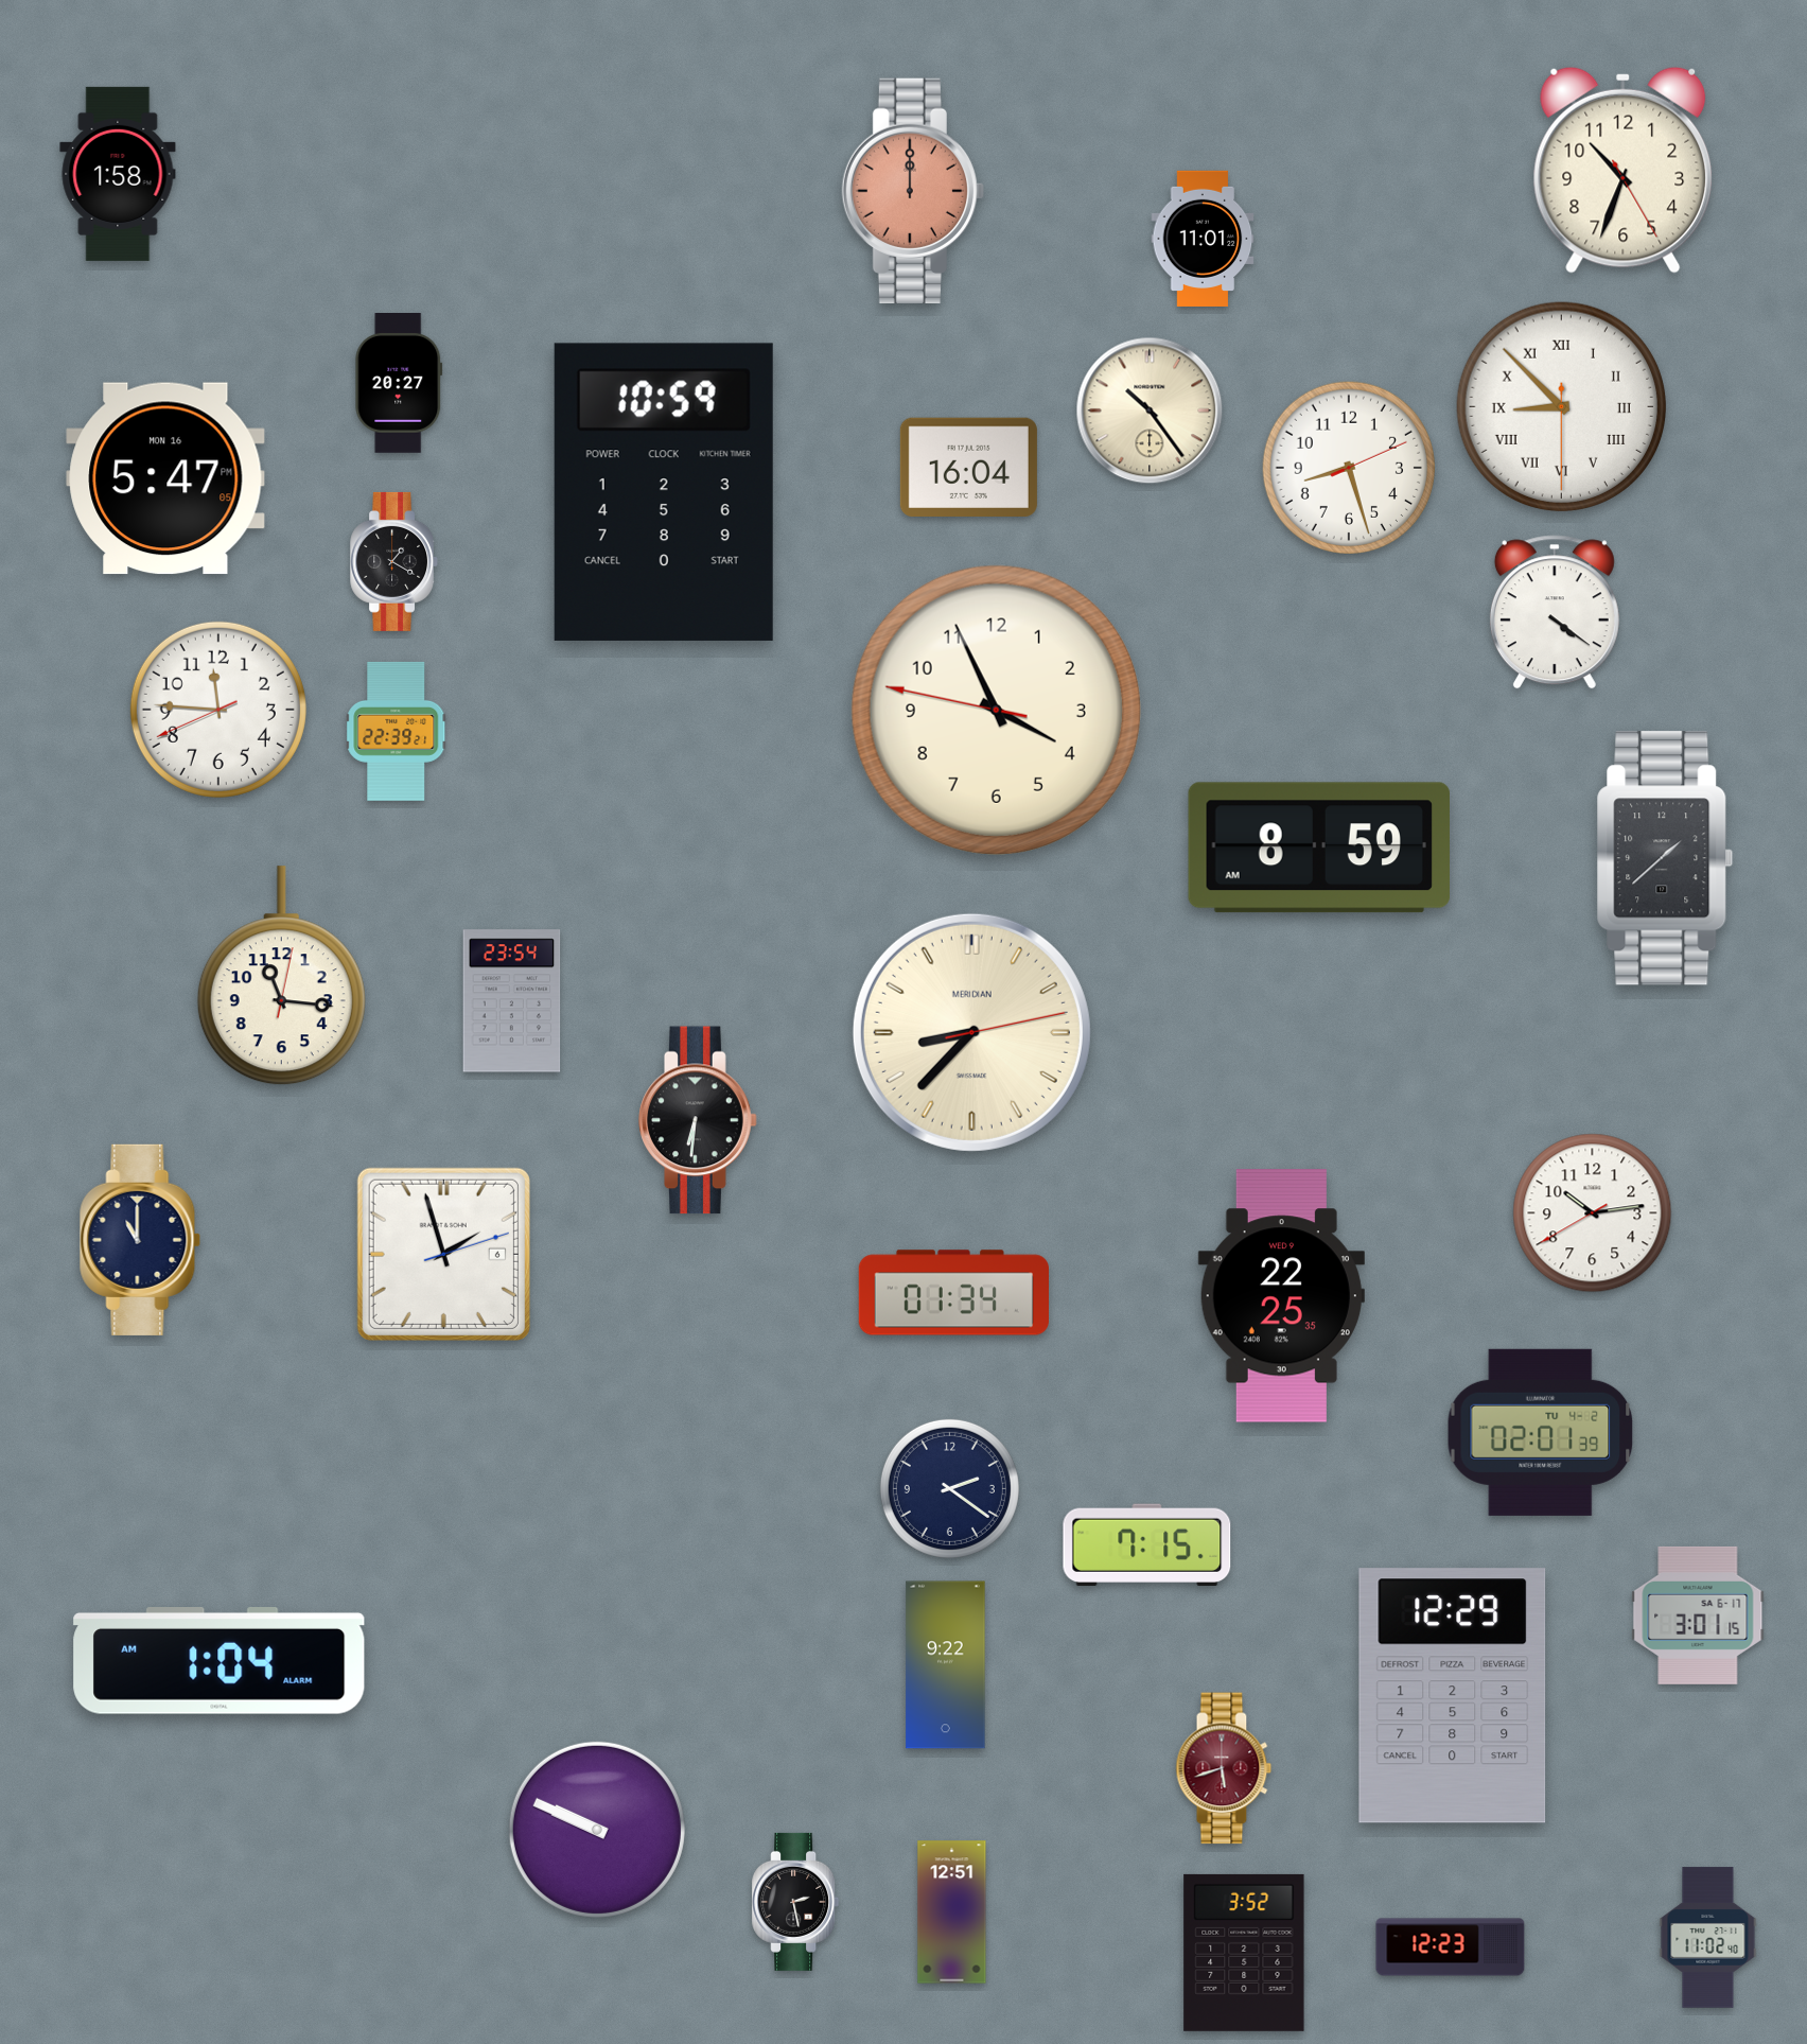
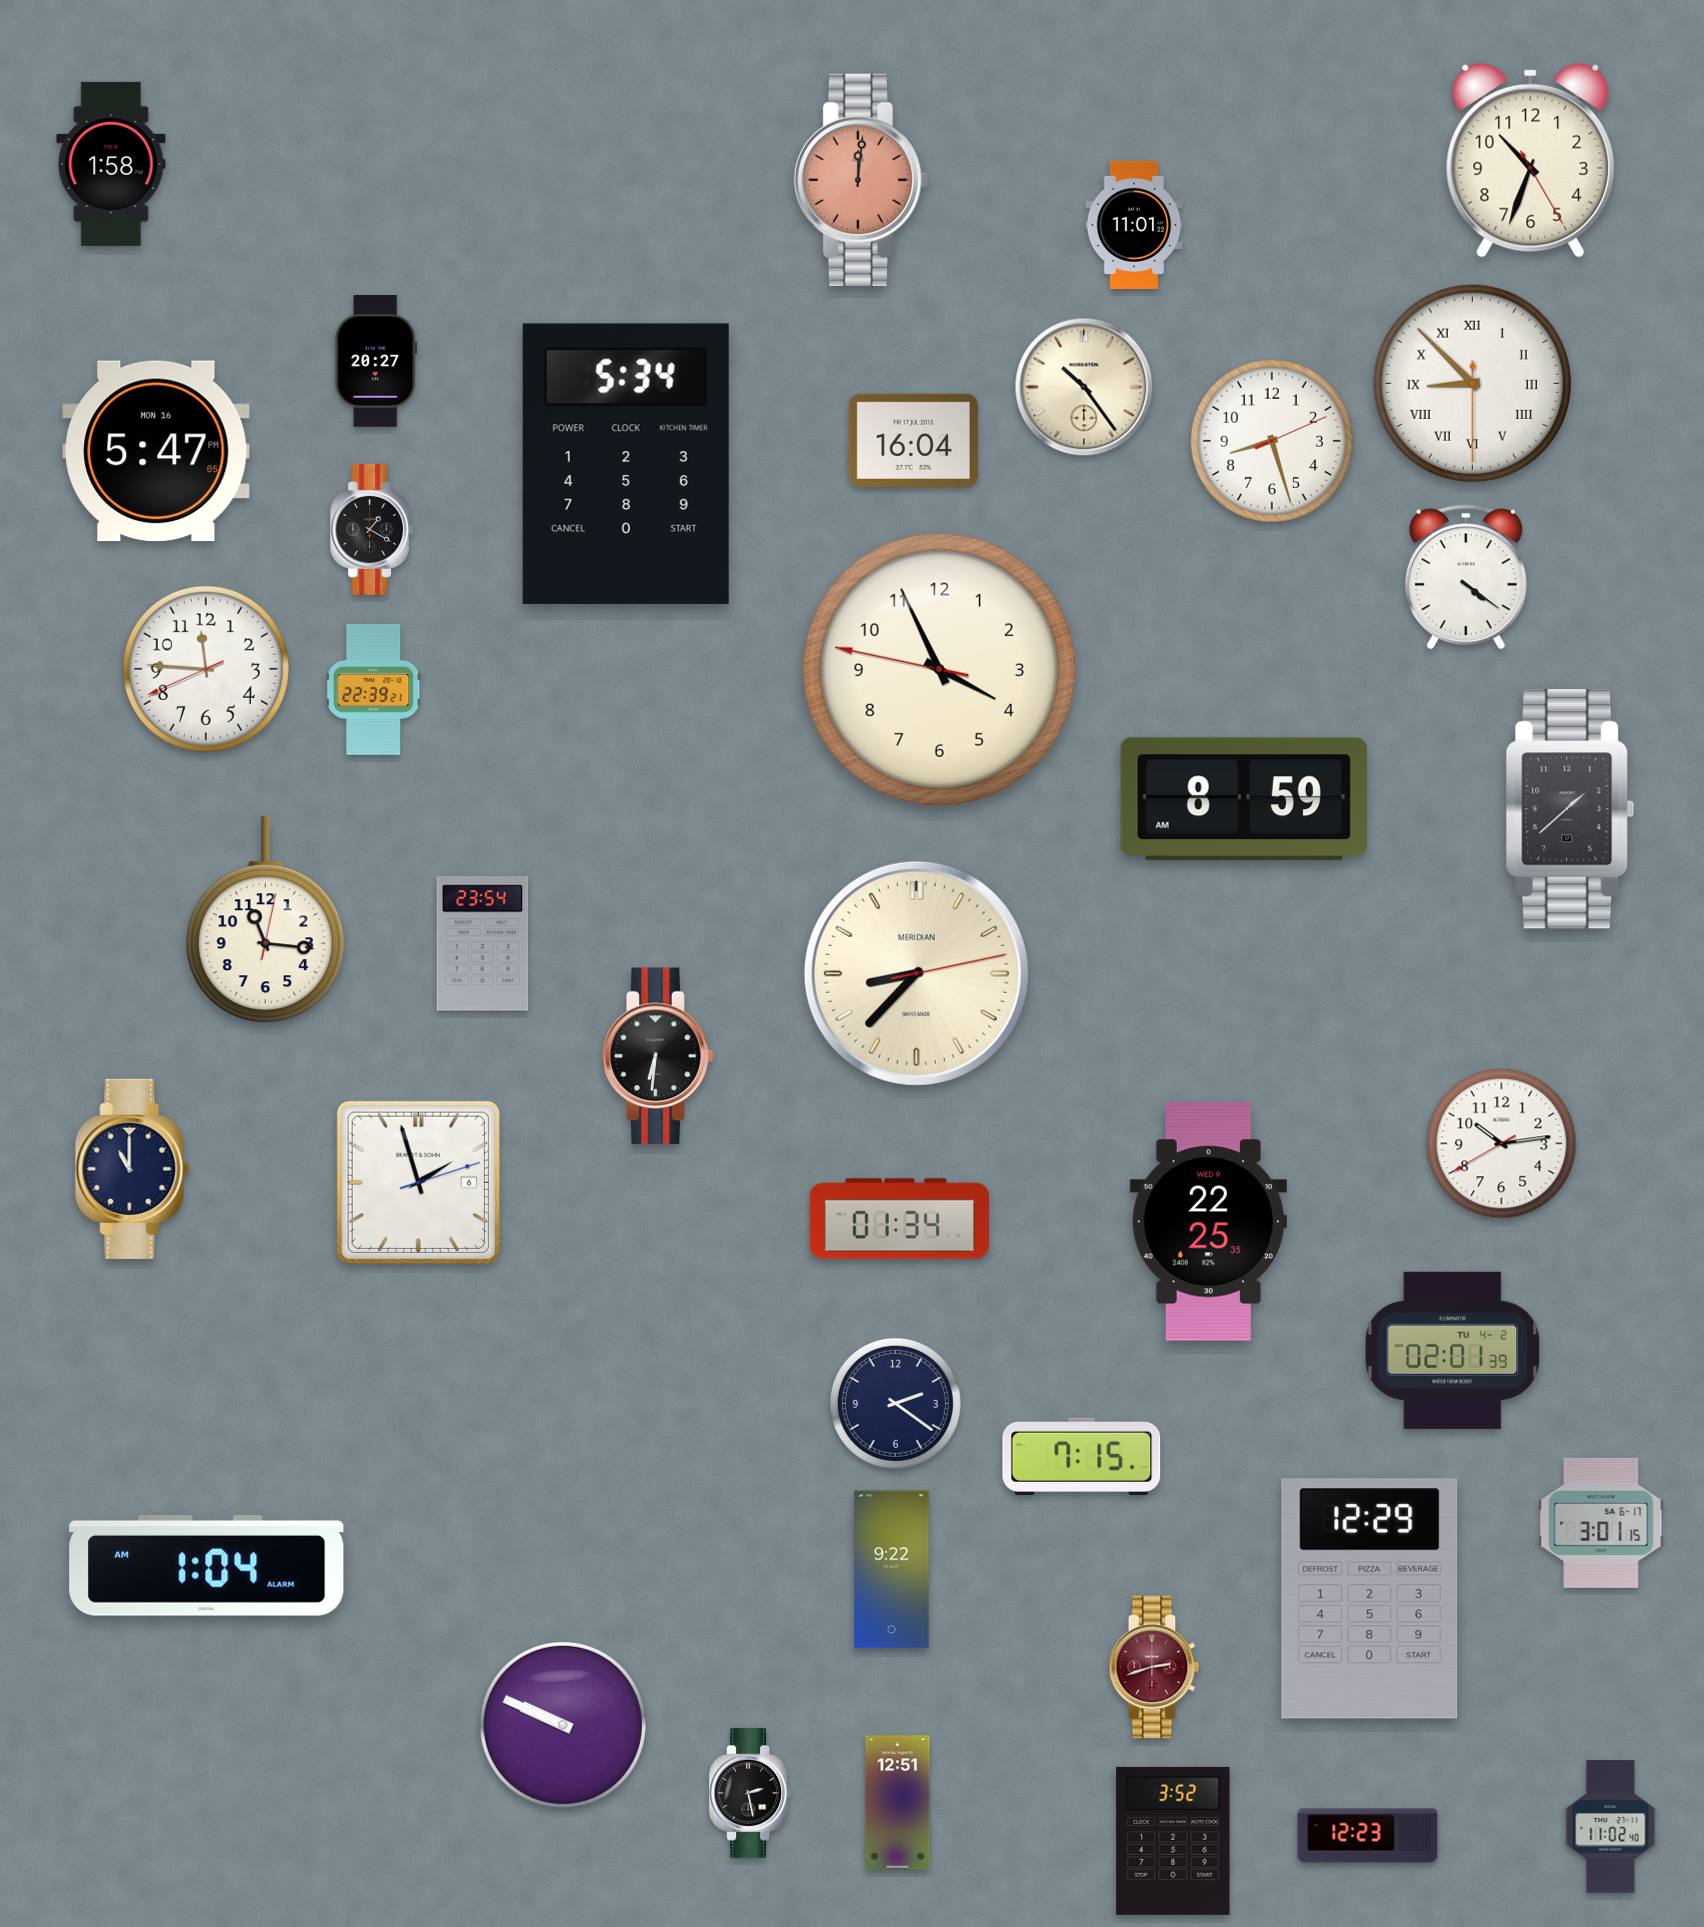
clock at (913, 190): 12:00 -> 12:01
clock at (664, 492): 10:59 -> 5:34
clock at (1224, 1768): 5:42 -> 2:42
